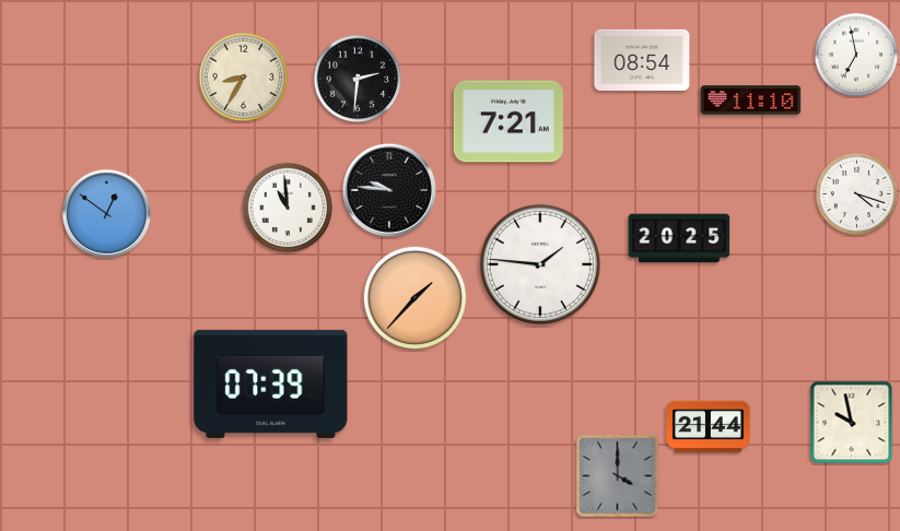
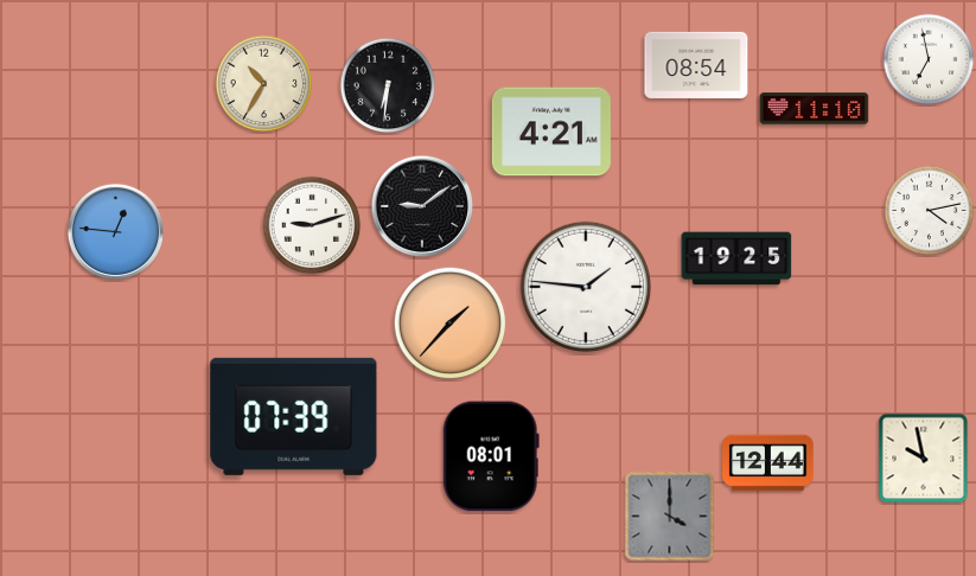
clock at (244, 78): 8:35 -> 10:35
clock at (358, 79): 2:31 -> 6:31
clock at (509, 121): 7:21 -> 4:21
clock at (389, 190): 9:46 -> 9:09
clock at (857, 194): 4:18 -> 4:13
clock at (288, 208): 10:59 -> 9:12
clock at (106, 213): 12:51 -> 12:46
clock at (679, 238): 20:25 -> 19:25
clock at (491, 456): none -> 08:01
clock at (709, 427): 21:44 -> 12:44
